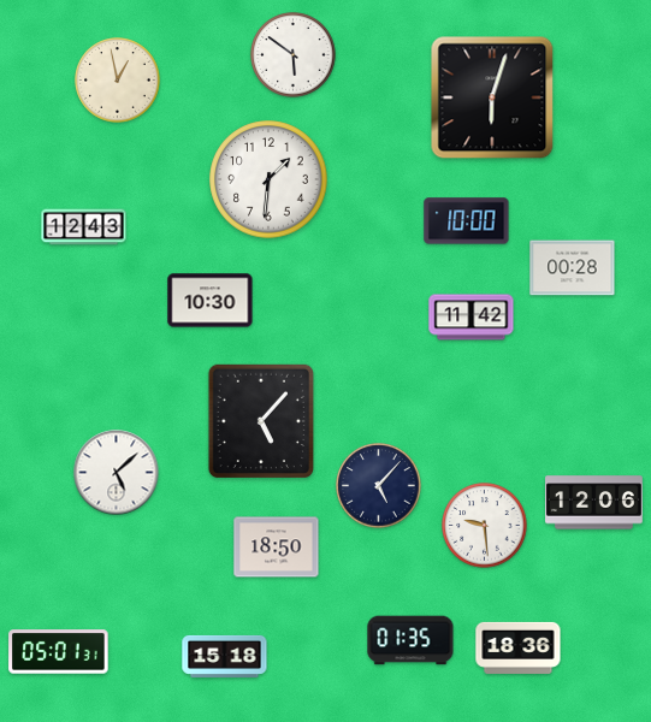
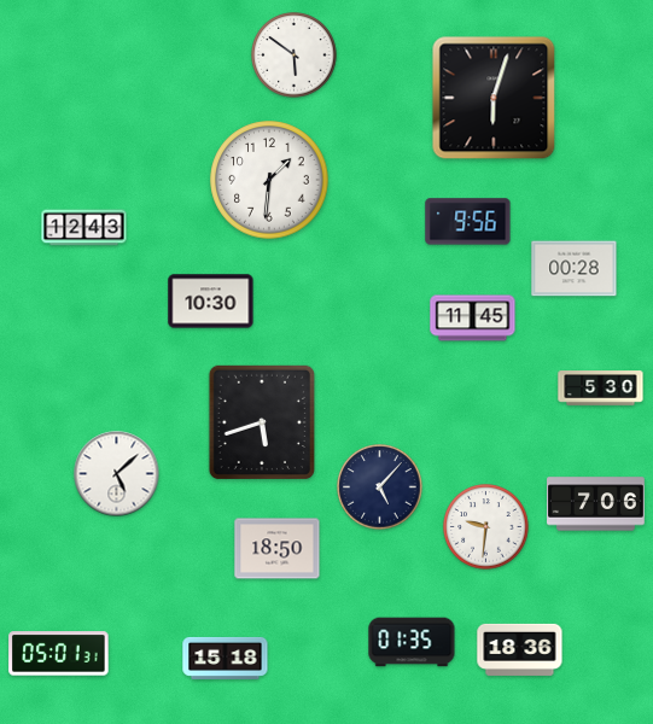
clock at (118, 81): 12:58 -> none
clock at (467, 221): 10:00 -> 9:56
clock at (472, 318): 11:42 -> 11:45
clock at (601, 389): none -> 5:30
clock at (260, 420): 5:07 -> 5:42
clock at (594, 503): 12:06 -> 7:06
clock at (485, 526): 9:29 -> 9:31
